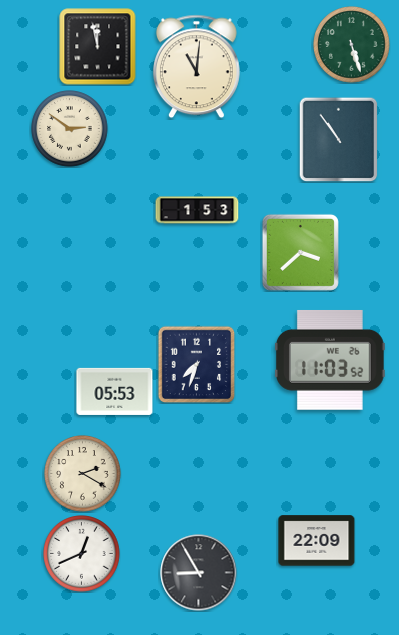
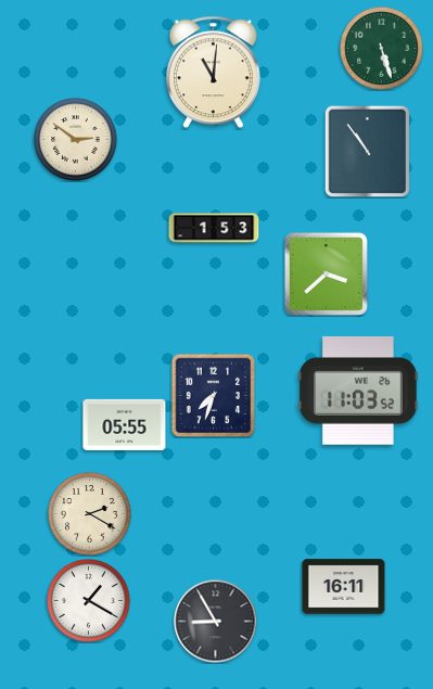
clock at (98, 47): 11:58 -> none
clock at (115, 391): 05:53 -> 05:55
clock at (317, 541): 22:09 -> 16:11
clock at (82, 554): 12:41 -> 1:20
